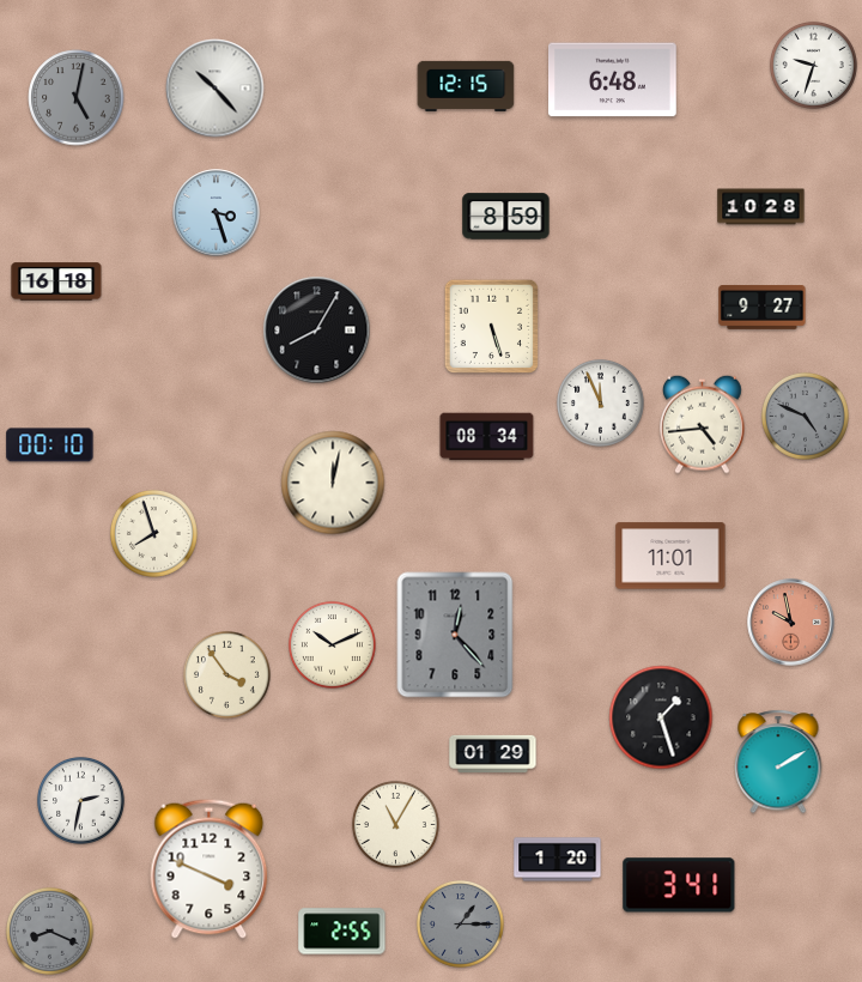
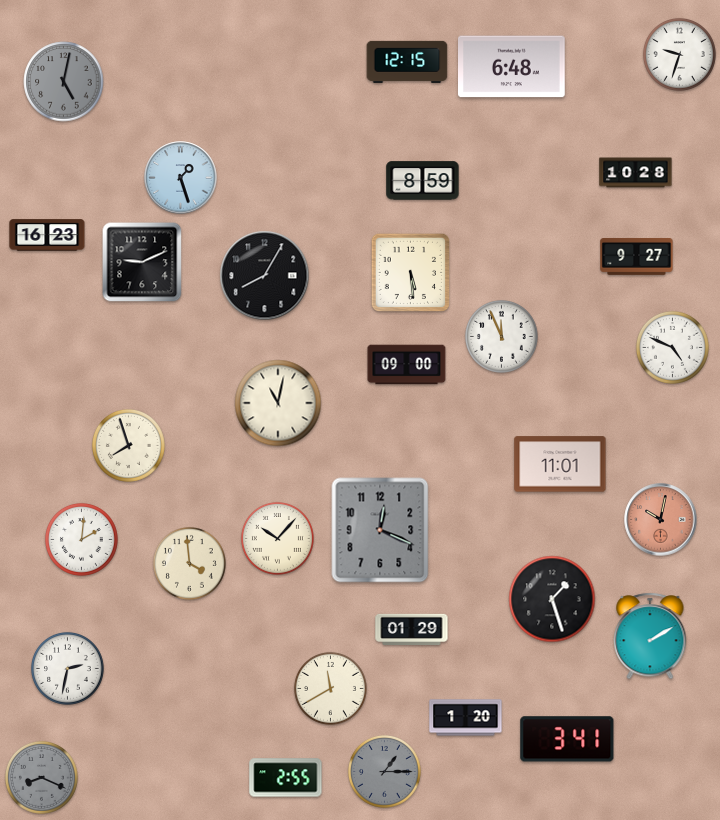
clock at (466, 86) position: (466, 86) -> (407, 62)
clock at (215, 89): 10:23 -> none
clock at (217, 213): 3:27 -> 1:27
clock at (56, 281): 16:18 -> 16:23
clock at (142, 262): none -> 9:11
clock at (491, 326): 5:27 -> 5:29
clock at (805, 416) dial: grey -> white
clock at (703, 424): 4:44 -> none
clock at (487, 437): 08:34 -> 09:00
clock at (50, 445): 00:10 -> none
clock at (333, 483): 12:02 -> 11:02
clock at (791, 623): 9:58 -> 10:02
clock at (455, 635): 12:23 -> 12:19
clock at (332, 644): 10:11 -> 10:07
clock at (81, 539): none -> 2:01
clock at (226, 674): 3:54 -> 3:59
clock at (395, 824): 11:05 -> 11:40
clock at (210, 868): 3:49 -> none
